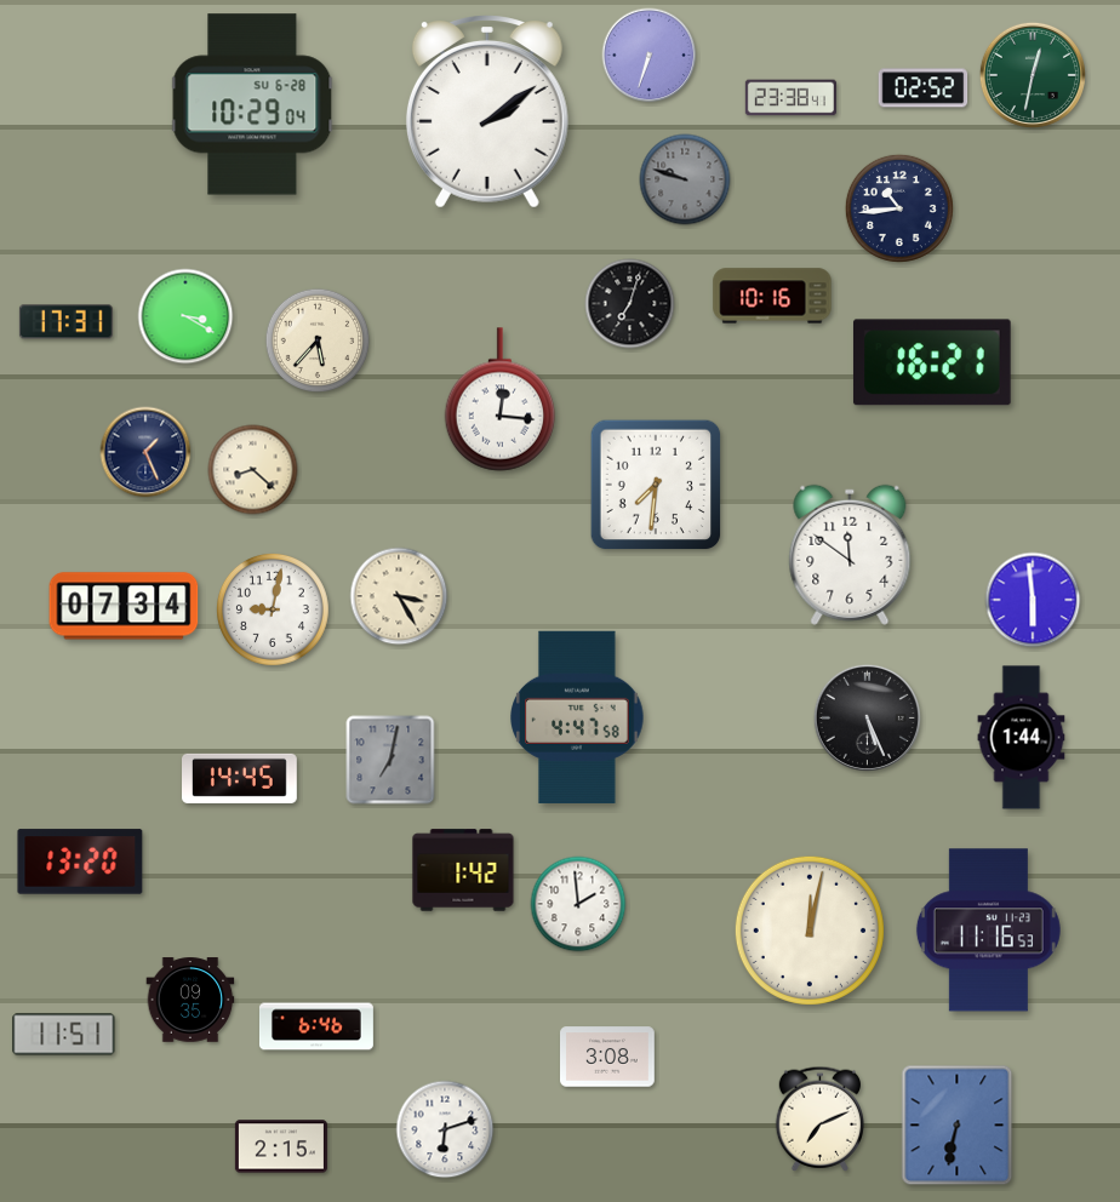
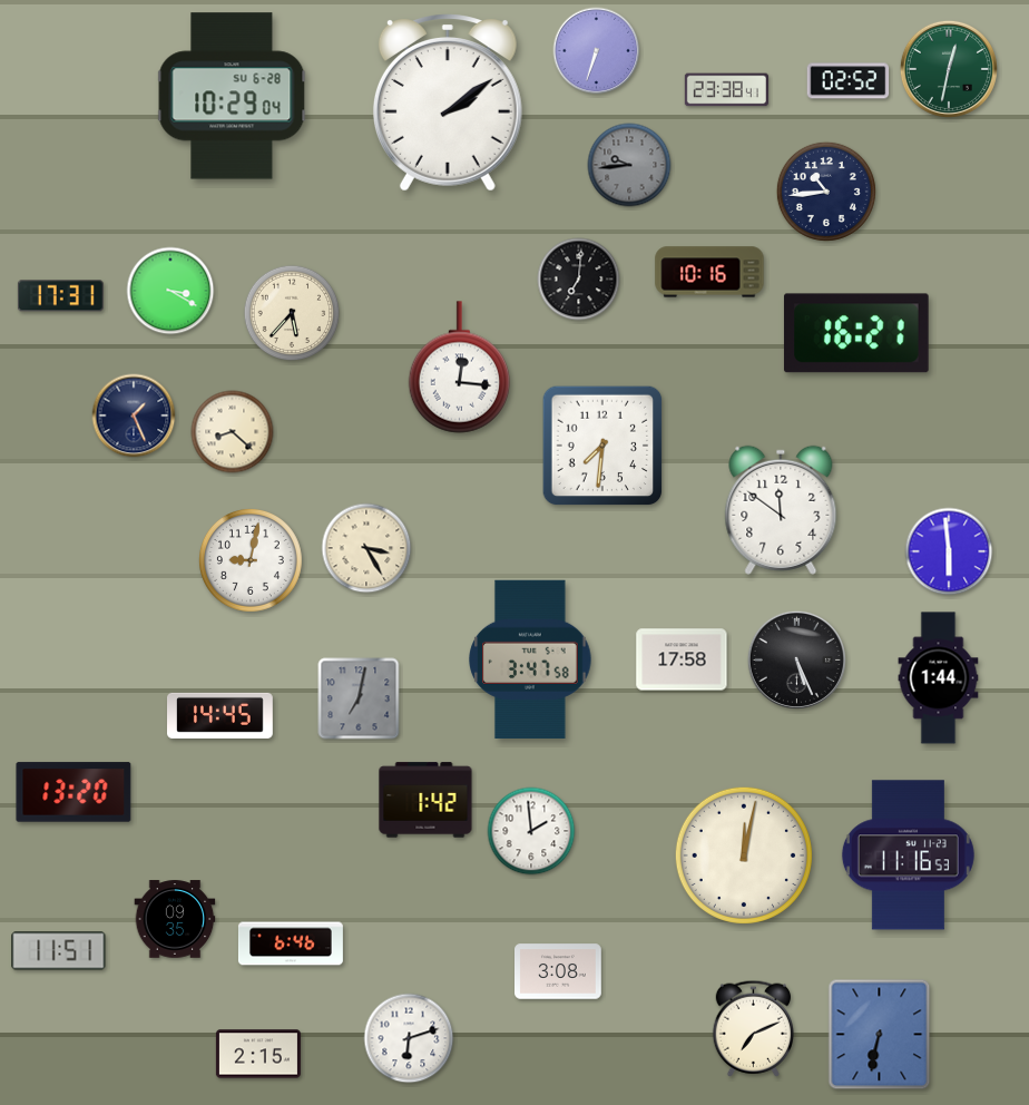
clock at (685, 179): 9:48 -> 9:44
clock at (630, 304): 7:03 -> 7:01
clock at (124, 606): 07:34 -> none
clock at (577, 717): 4:47 -> 3:47
clock at (682, 659): none -> 17:58
